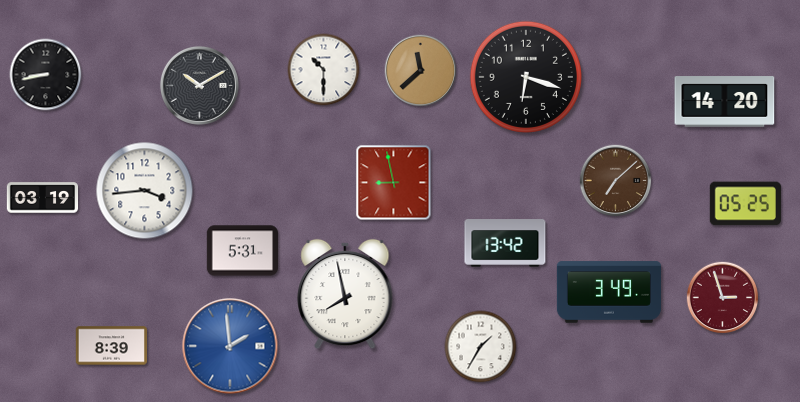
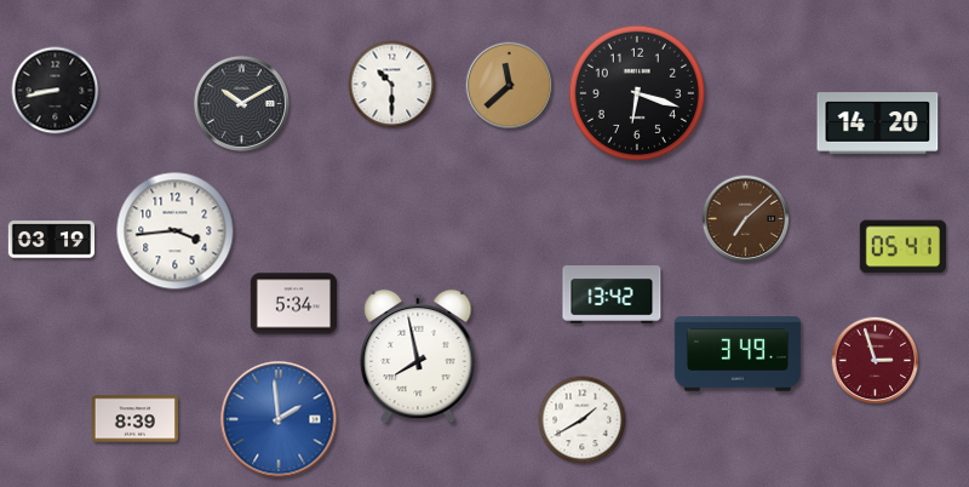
clock at (394, 183): 8:58 -> none
clock at (745, 204): 05:25 -> 05:41
clock at (243, 251): 5:31 -> 5:34
clock at (481, 347): 1:35 -> 1:40
